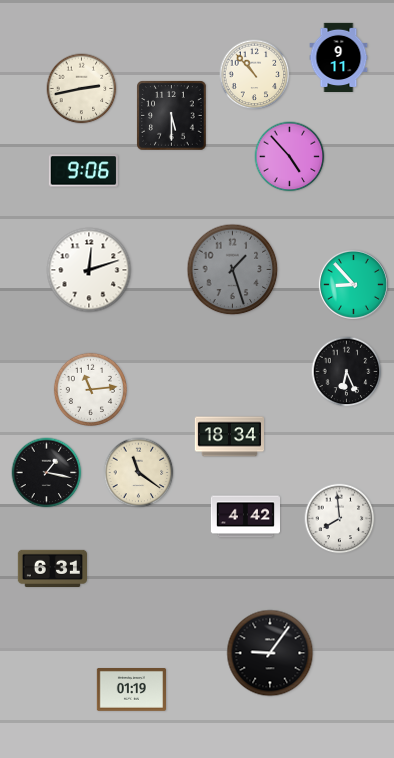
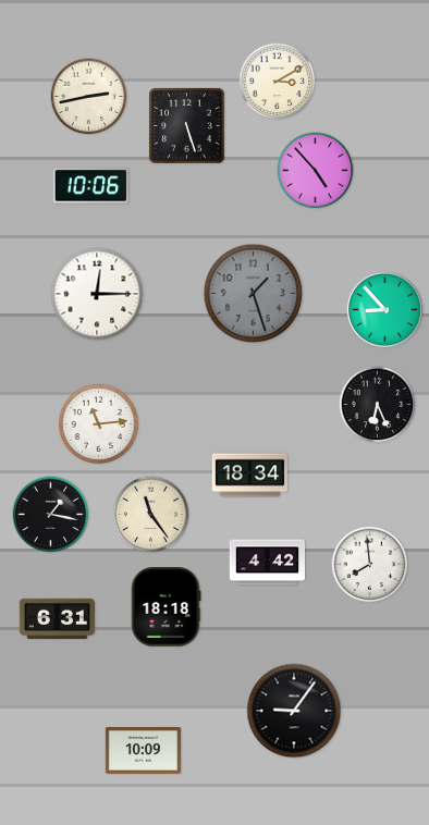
clock at (339, 58): 9:11 -> none
clock at (255, 75): 10:53 -> 3:10
clock at (172, 116): 5:30 -> 5:27
clock at (83, 171): 9:06 -> 10:06
clock at (89, 270): 12:12 -> 12:15
clock at (139, 473): 11:21 -> 11:24
clock at (166, 607): none -> 18:18
clock at (131, 690): 01:19 -> 10:09
